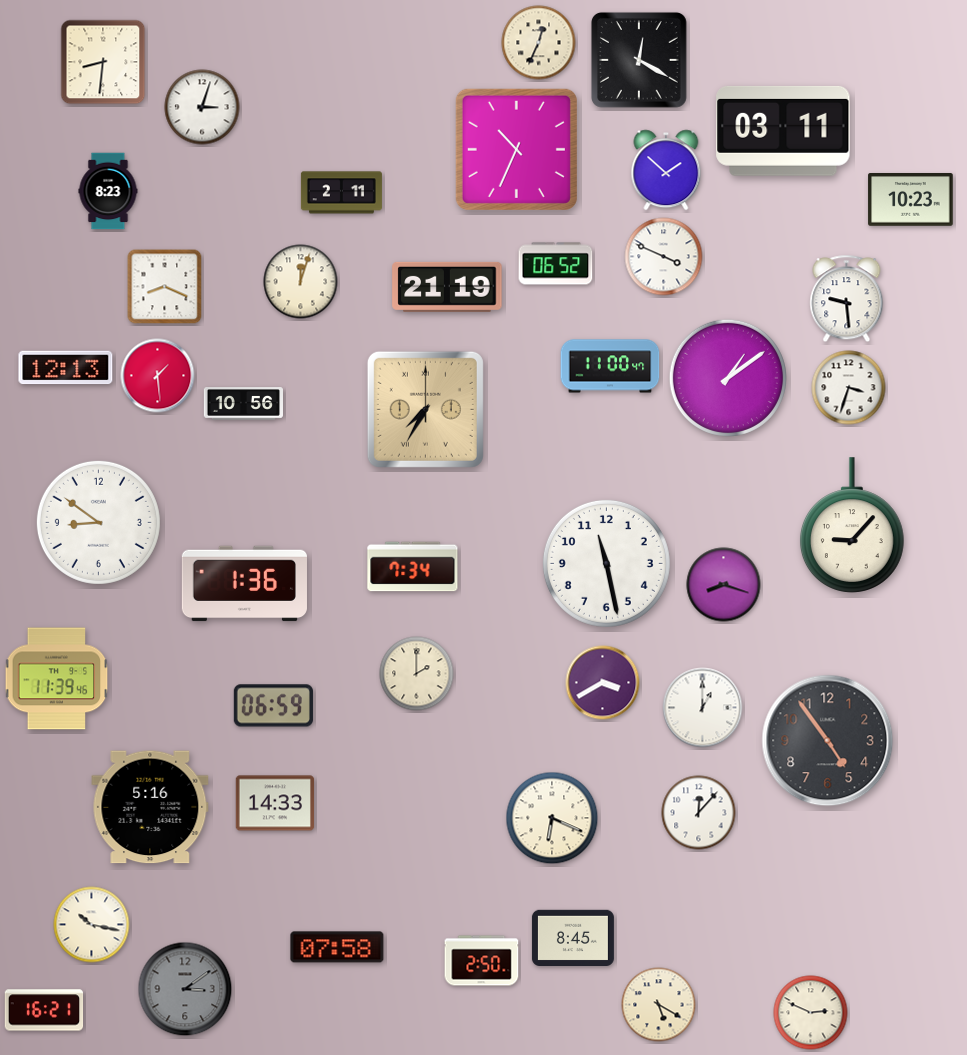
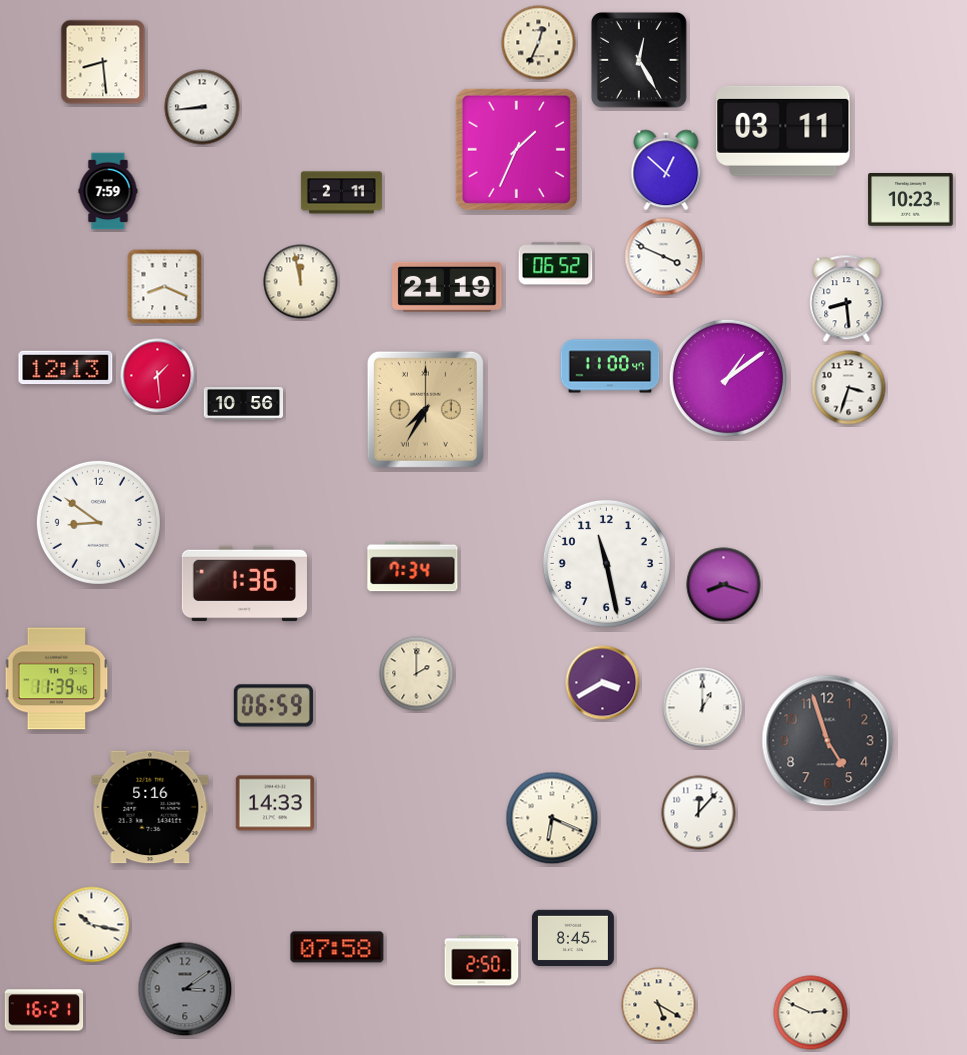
clock at (639, 60): 12:20 -> 12:25
clock at (103, 62): 8:31 -> 8:29
clock at (202, 107): 3:03 -> 8:44
clock at (516, 149): 10:34 -> 1:34
clock at (666, 170): 1:52 -> 12:52
clock at (108, 191): 8:23 -> 7:59
clock at (301, 282): 12:03 -> 11:58
clock at (847, 299): 9:29 -> 8:29
clock at (852, 525): 9:07 -> none
clock at (828, 741): 4:54 -> 4:57
